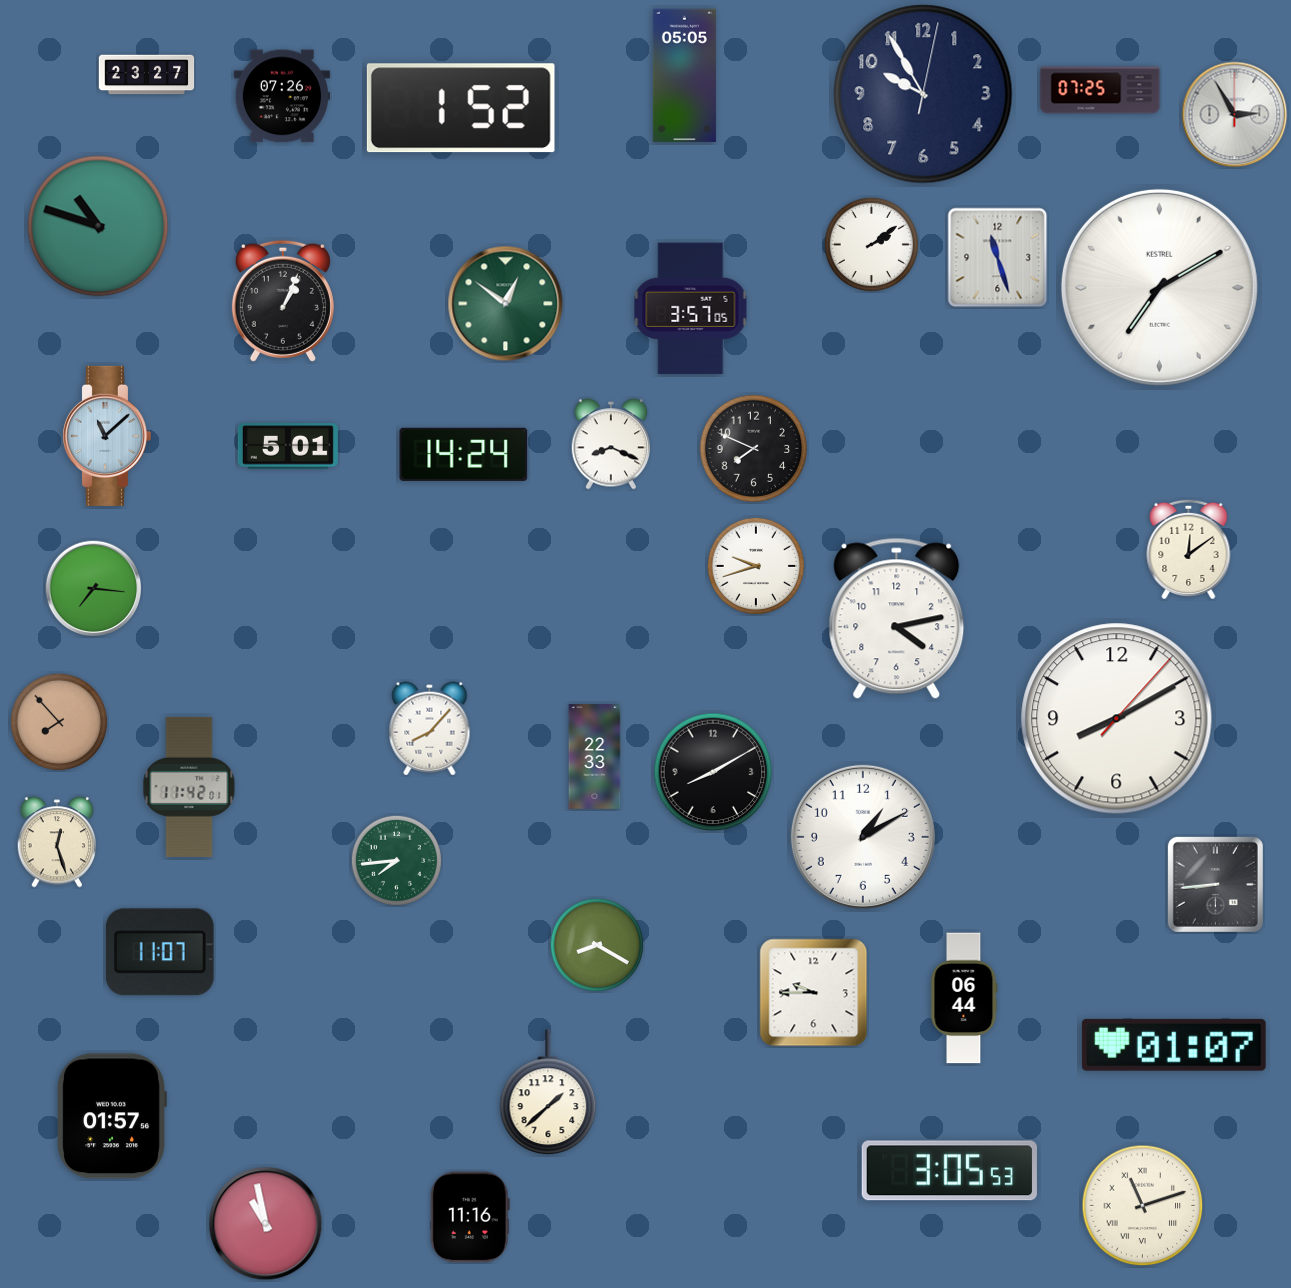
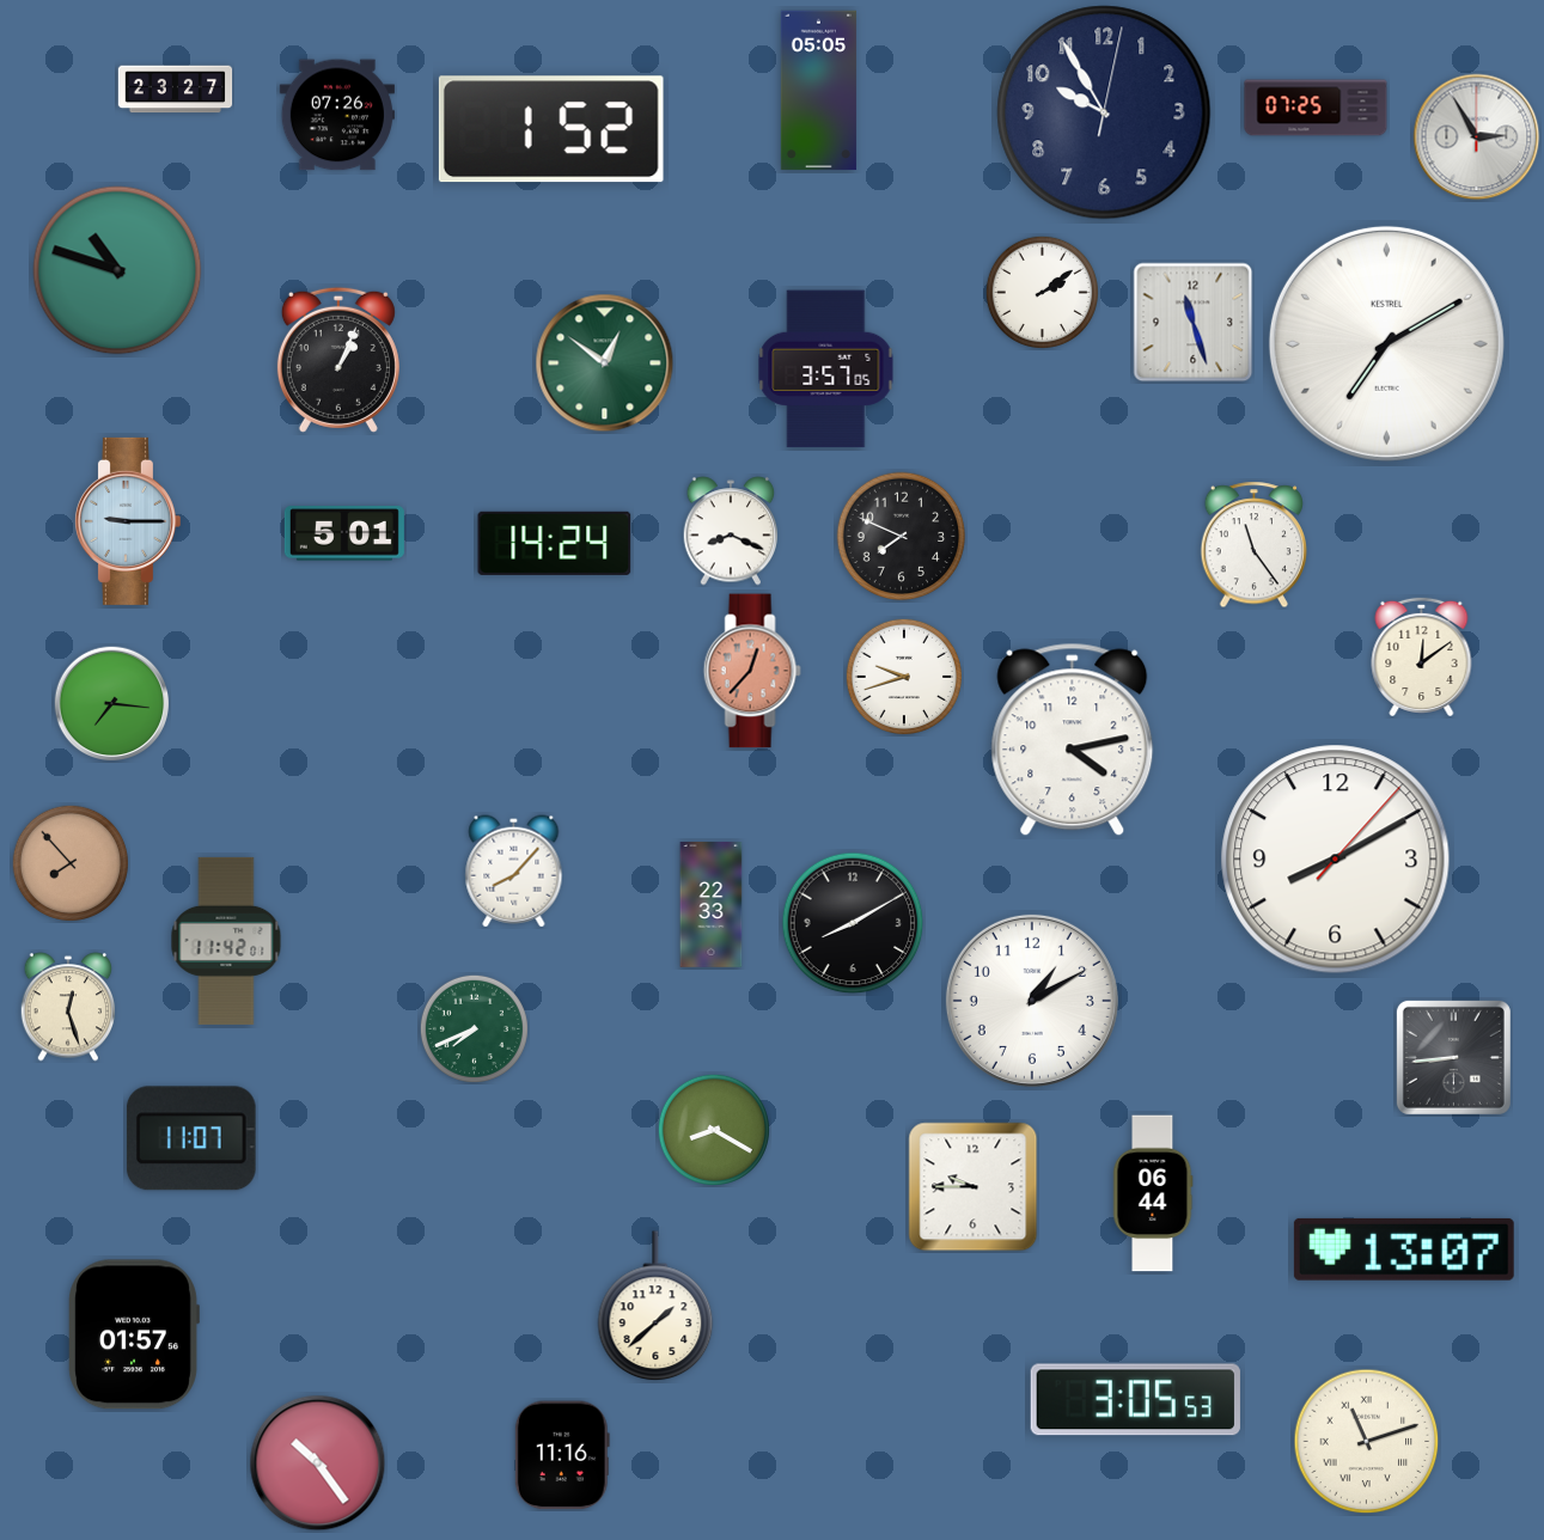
clock at (998, 258) position: (998, 258) -> (1194, 323)
clock at (106, 436): 11:08 -> 9:15
clock at (1255, 545): none -> 11:24
clock at (752, 671): none -> 12:37
clock at (396, 860): 7:44 -> 7:41
clock at (1174, 1045): 01:07 -> 13:07
clock at (266, 1224): 10:58 -> 10:24
